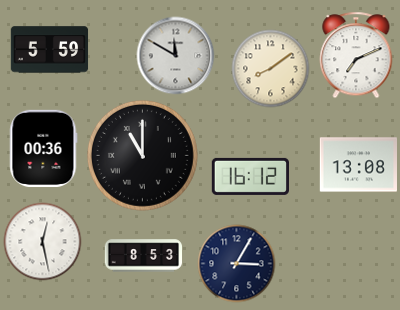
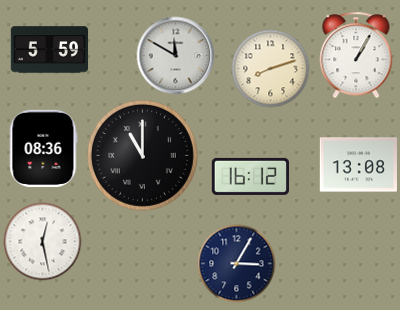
clock at (356, 55): 7:11 -> 1:05
clock at (270, 68): 8:09 -> 8:12
clock at (44, 148): 00:36 -> 08:36
clock at (143, 256): 8:53 -> none
